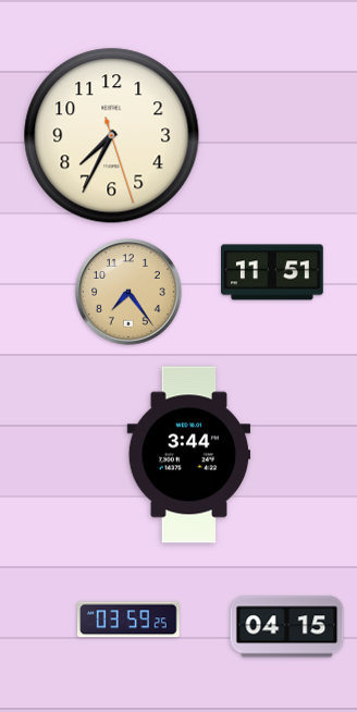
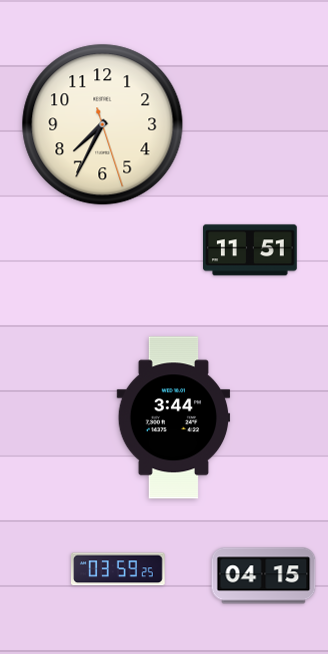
clock at (128, 292): 7:24 -> none
